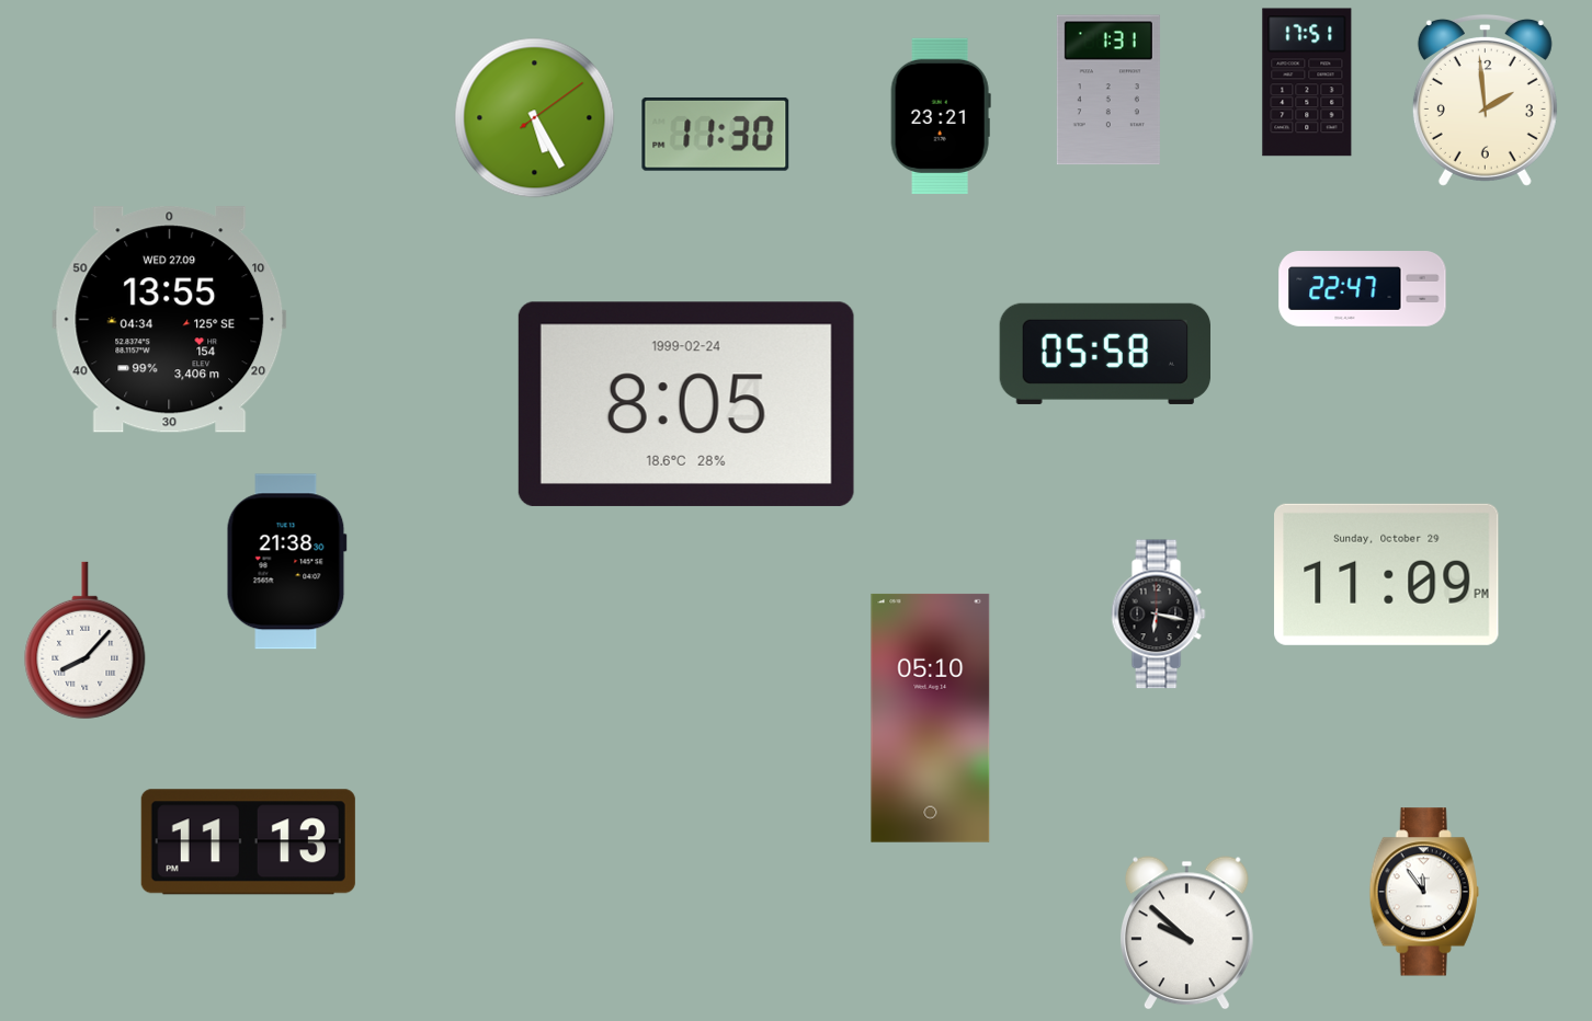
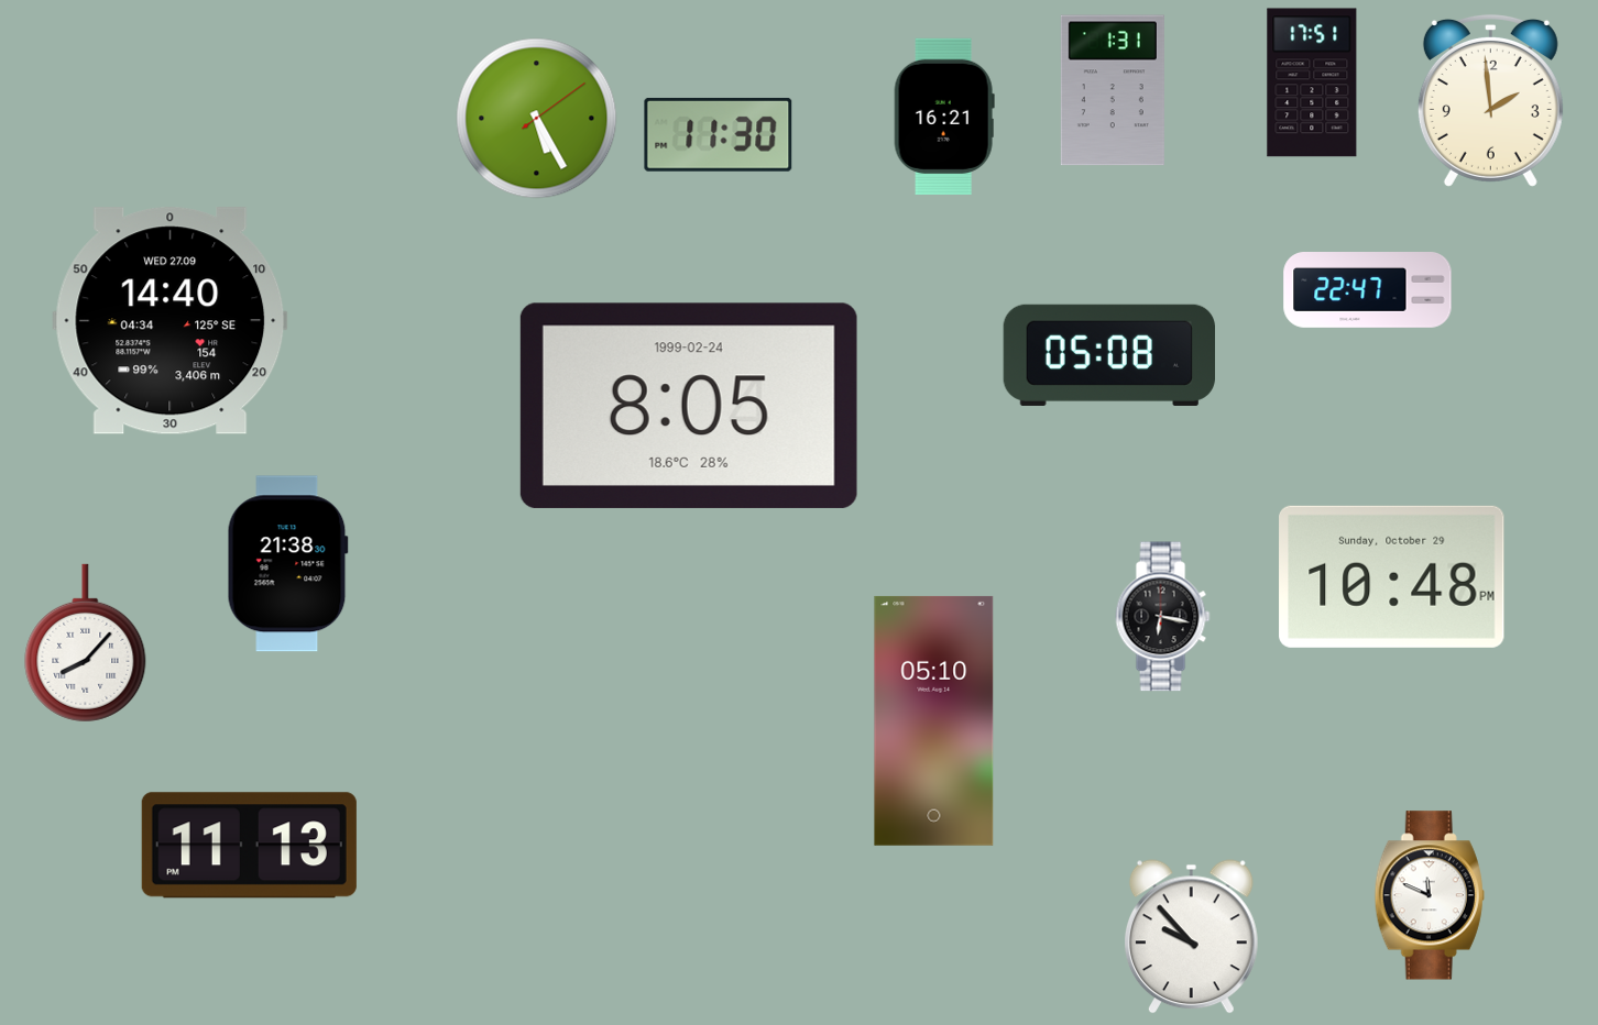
clock at (941, 116): 23:21 -> 16:21
clock at (170, 320): 13:55 -> 14:40
clock at (1104, 354): 05:58 -> 05:08
clock at (1387, 574): 11:09 -> 10:48
clock at (1424, 892): 11:54 -> 11:49
clock at (1186, 933): 9:52 -> 9:53
